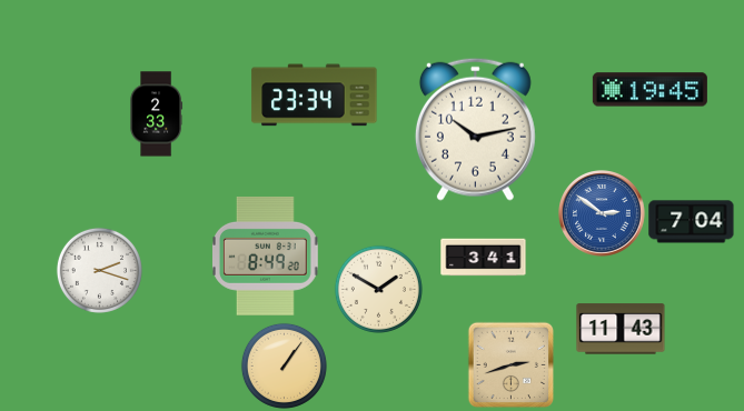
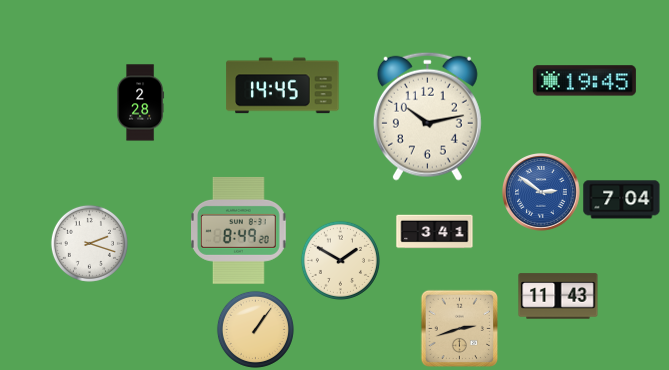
clock at (315, 96): 23:34 -> 14:45
clock at (157, 114): 2:33 -> 2:28
